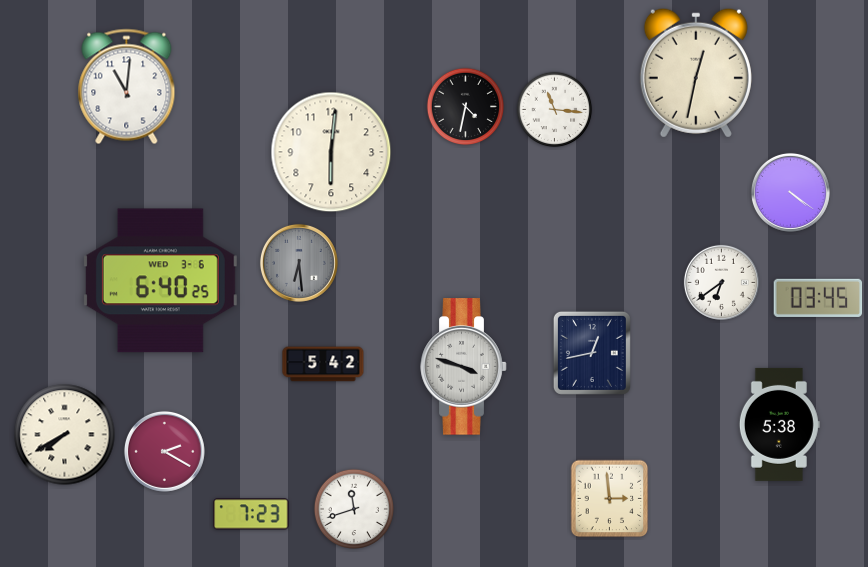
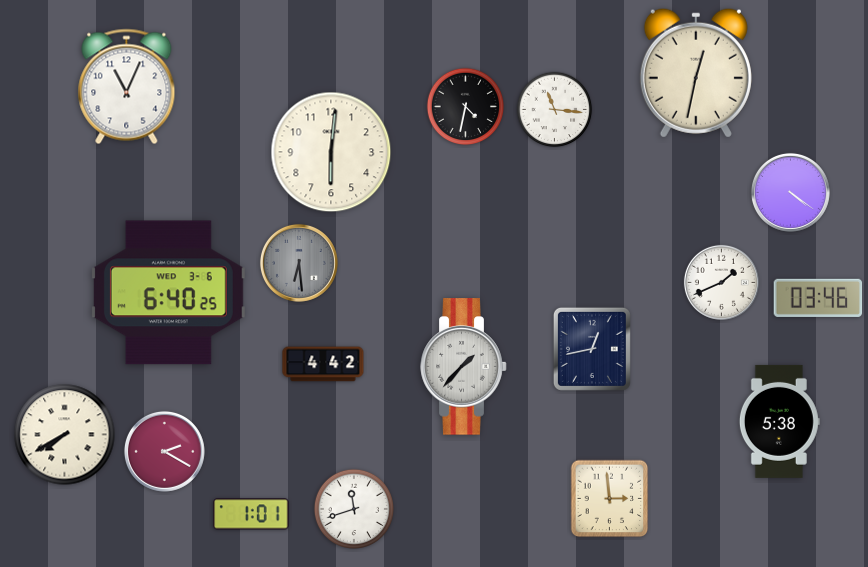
clock at (127, 87): 11:01 -> 11:04
clock at (160, 281) position: (160, 281) -> (168, 293)
clock at (721, 282): 6:39 -> 1:41
clock at (818, 298): 03:45 -> 03:46
clock at (592, 353) position: (592, 353) -> (592, 349)
clock at (323, 364): 5:42 -> 4:42
clock at (464, 367): 3:48 -> 1:37
clock at (779, 424) position: (779, 424) -> (779, 421)
clock at (251, 514): 7:23 -> 1:01
